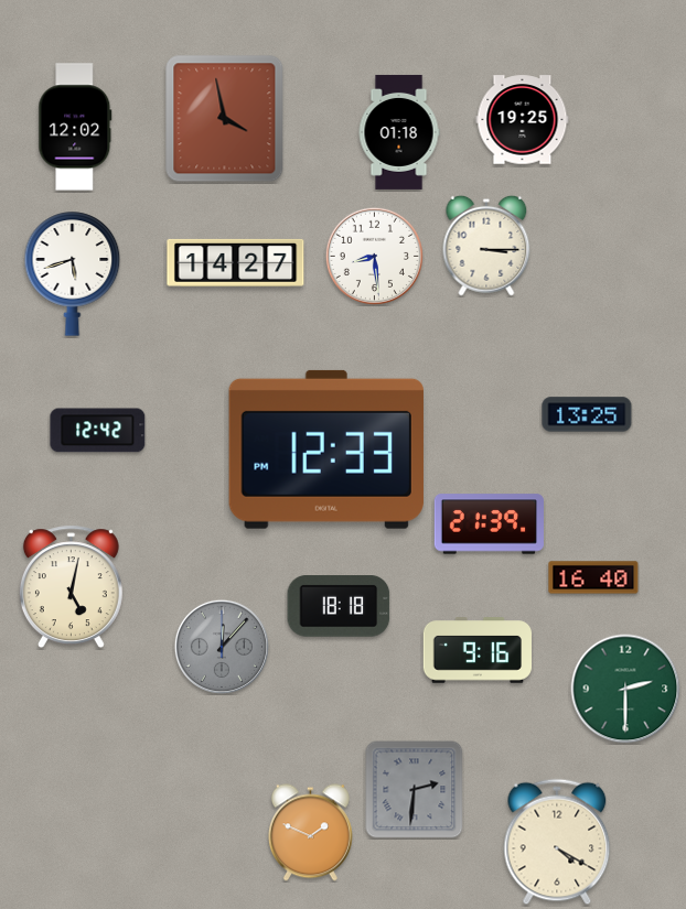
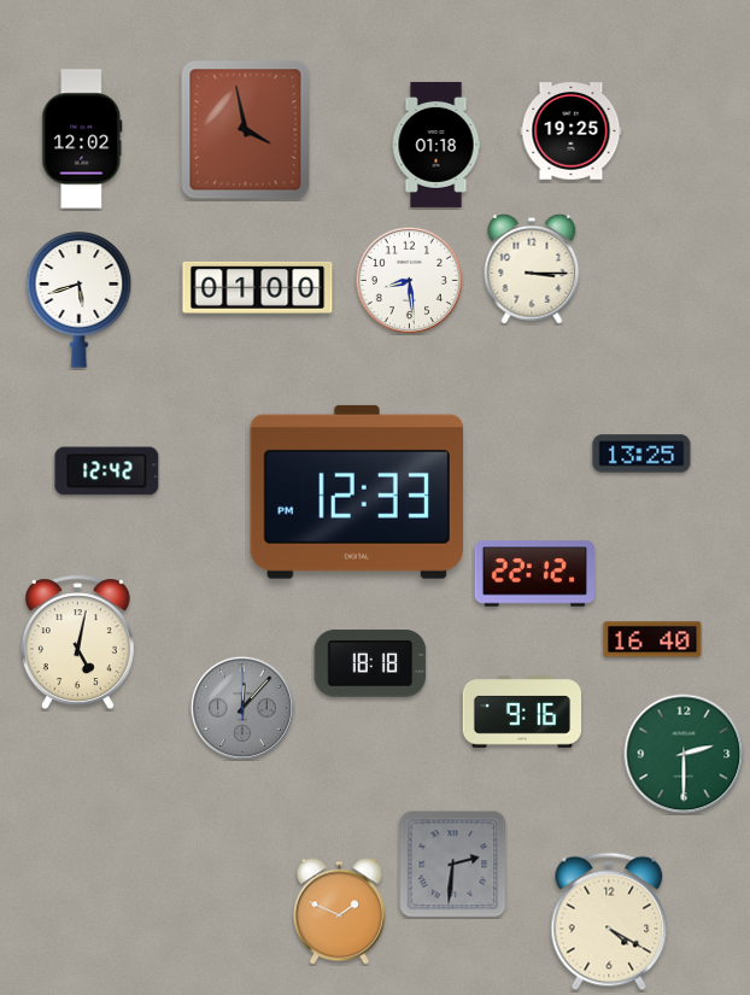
clock at (236, 262): 14:27 -> 01:00
clock at (489, 524): 21:39 -> 22:12
clock at (593, 577) position: (593, 577) -> (652, 639)
